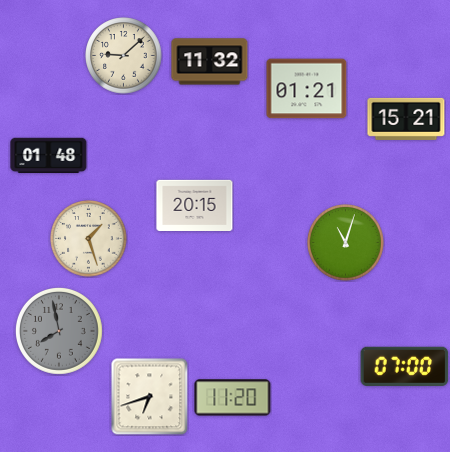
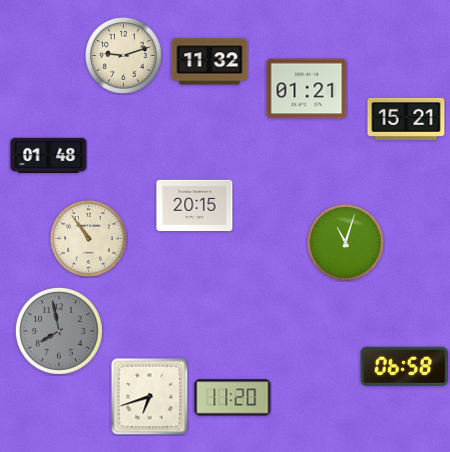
clock at (124, 56): 9:08 -> 9:12
clock at (89, 239): 1:27 -> 10:54
clock at (405, 366): 07:00 -> 06:58
